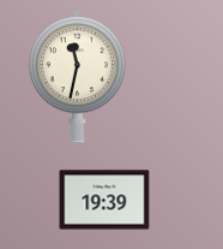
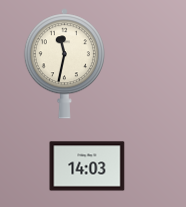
clock at (104, 200): 19:39 -> 14:03
